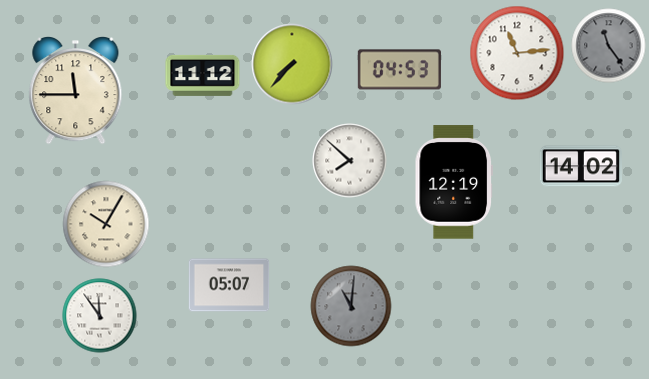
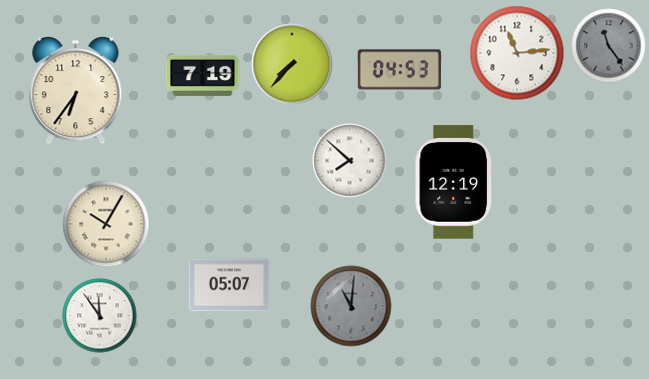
clock at (203, 75): 11:12 -> 7:19
clock at (76, 91): 11:45 -> 6:36
clock at (580, 166): 14:02 -> none
